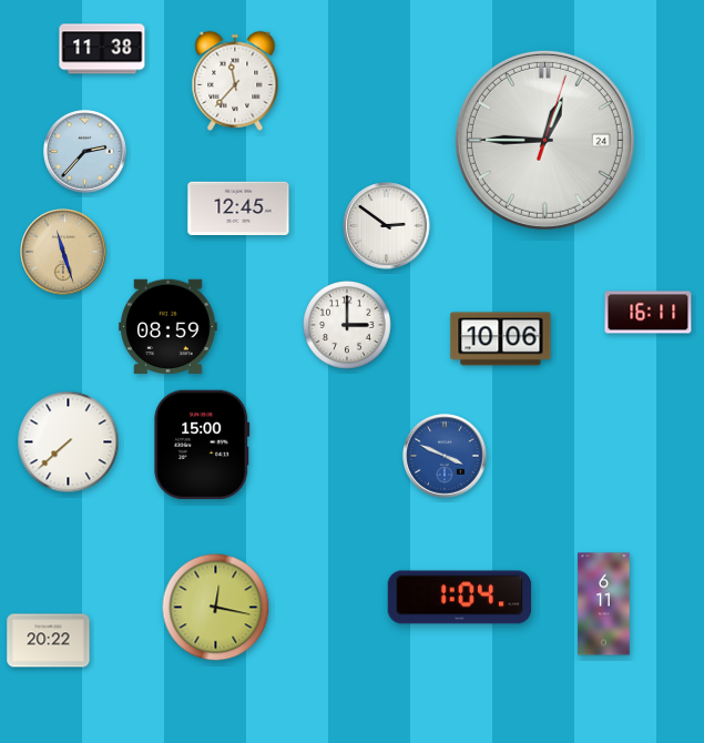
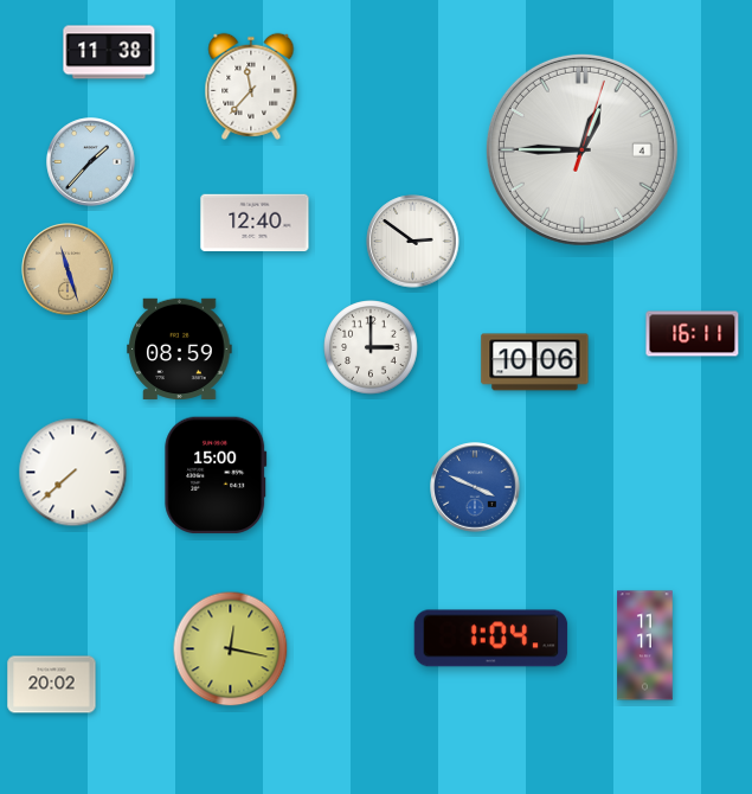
clock at (544, 140) date: 24 -> 4
clock at (85, 152): 2:37 -> 1:37
clock at (238, 207): 12:45 -> 12:40
clock at (604, 604): 6:11 -> 11:11
clock at (49, 641): 20:22 -> 20:02
